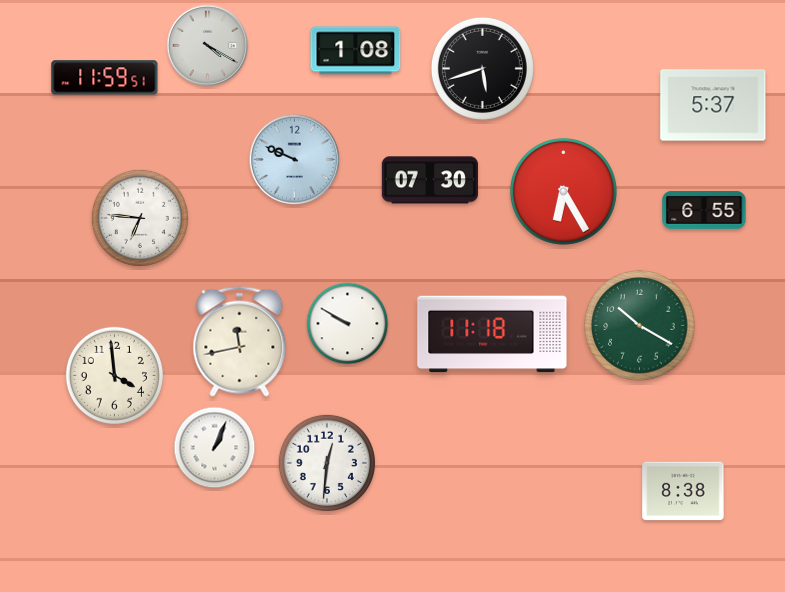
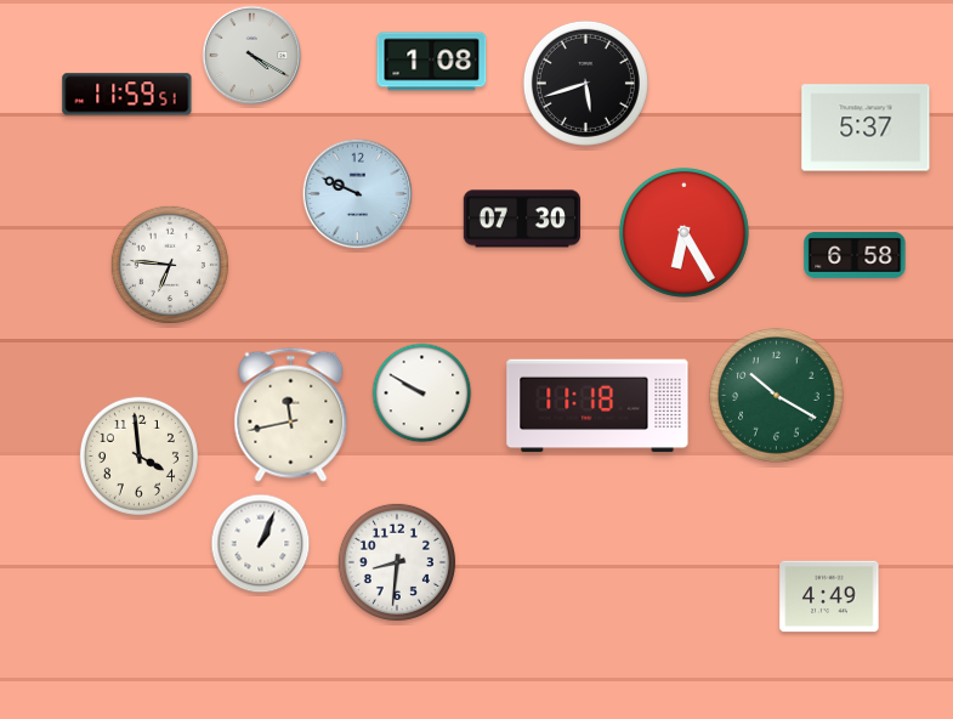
clock at (704, 210): 6:55 -> 6:58
clock at (327, 463): 12:31 -> 8:31
clock at (683, 491): 8:38 -> 4:49
